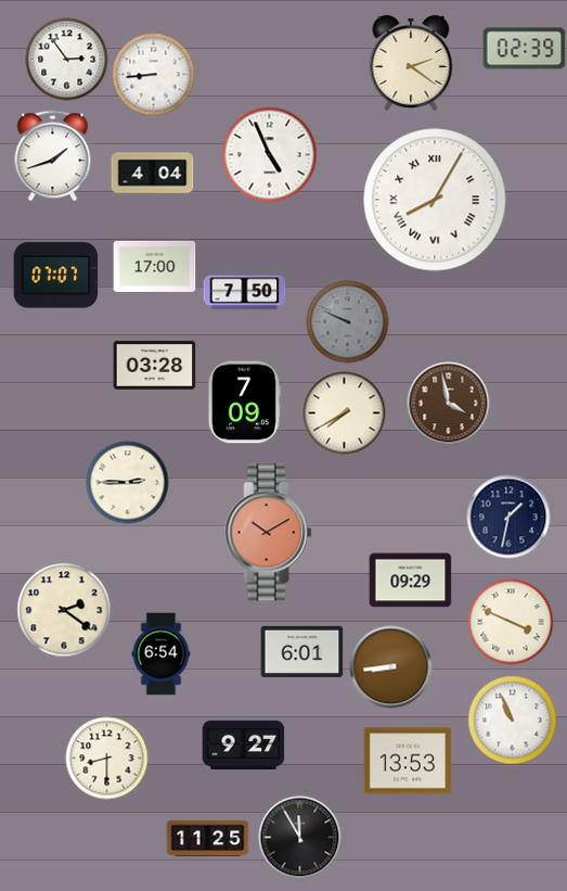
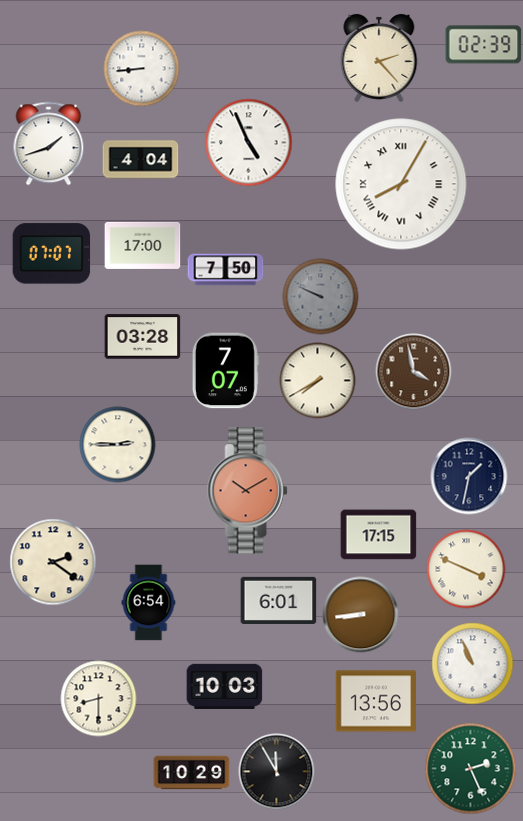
clock at (67, 60): 2:54 -> none
clock at (411, 63): 2:21 -> 2:23
clock at (244, 403): 7:09 -> 7:07
clock at (411, 581): 09:29 -> 17:15
clock at (64, 610) position: (64, 610) -> (53, 562)
clock at (511, 622) position: (511, 622) -> (466, 569)
clock at (244, 744): 9:27 -> 10:03
clock at (408, 761): 13:53 -> 13:56
clock at (471, 769): none -> 2:26
clock at (208, 839): 11:25 -> 10:29
